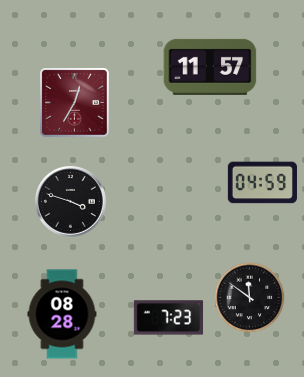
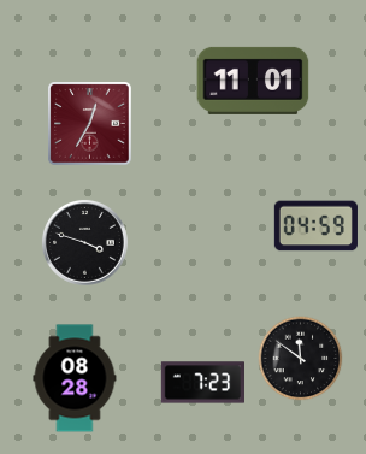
clock at (210, 67): 11:57 -> 11:01
clock at (262, 183) position: (262, 183) -> (315, 226)
